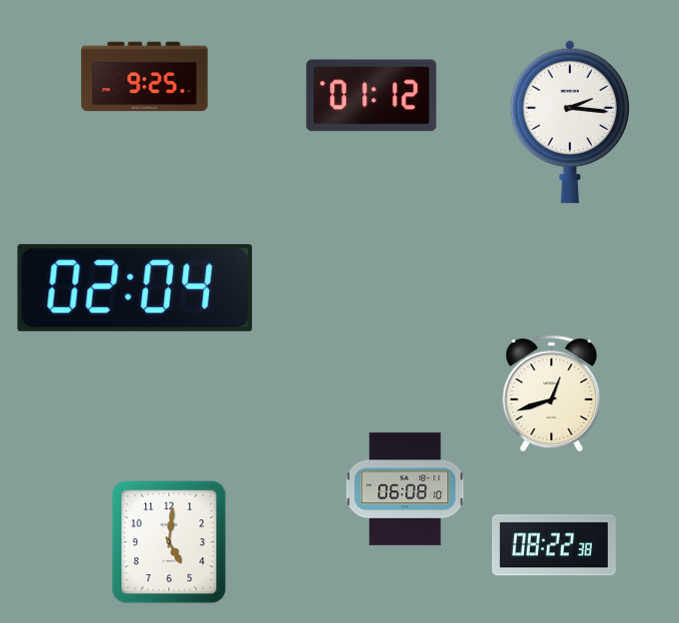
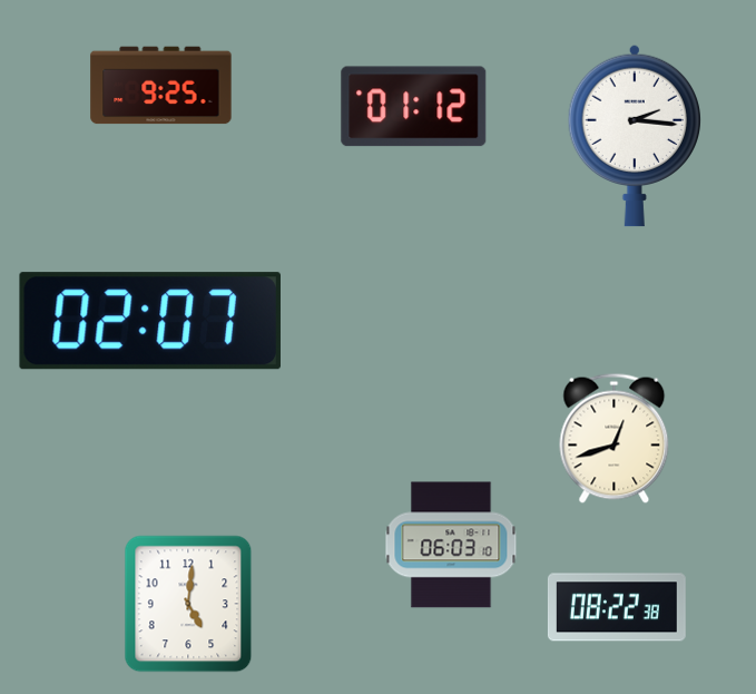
clock at (135, 288): 02:04 -> 02:07
clock at (405, 489): 06:08 -> 06:03
